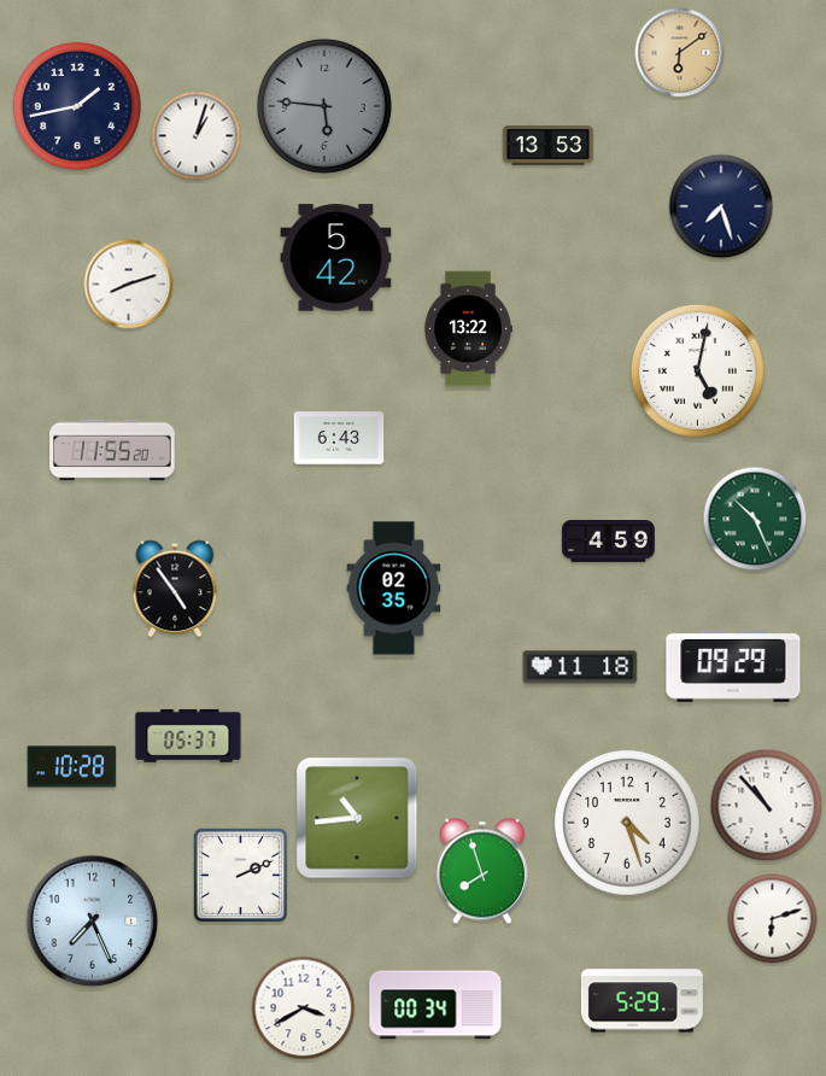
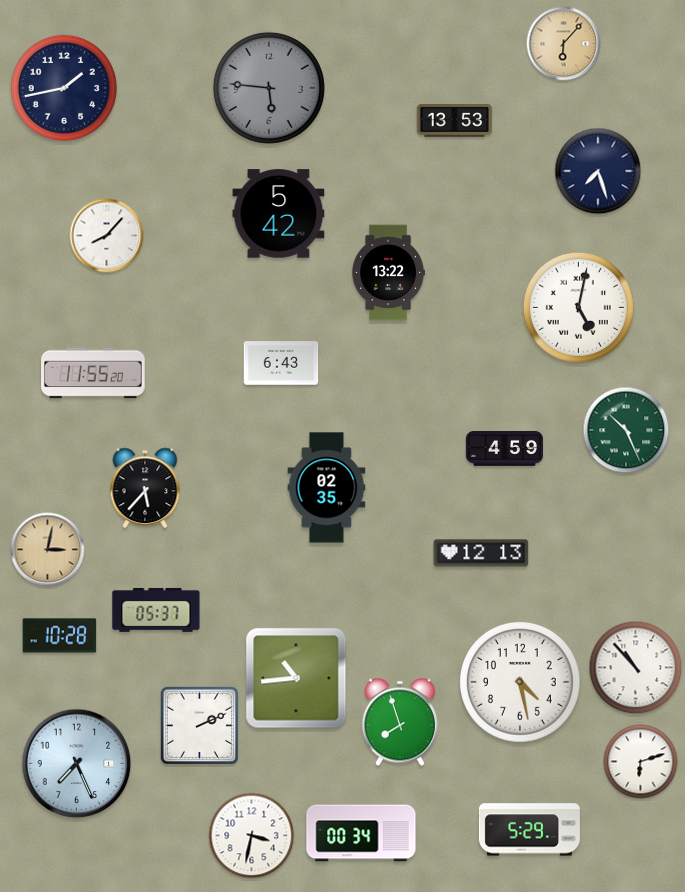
clock at (680, 53): 6:09 -> 6:07
clock at (197, 136): 1:03 -> none
clock at (129, 285): 8:12 -> 8:07
clock at (175, 589): 4:54 -> 5:37
clock at (48, 550): none -> 3:02
clock at (733, 666): 09:29 -> none
clock at (580, 667): 11:18 -> 12:13
clock at (628, 824): 4:27 -> 4:28
clock at (642, 1001) position: (642, 1001) -> (529, 830)
clock at (304, 1008): 3:40 -> 3:32
